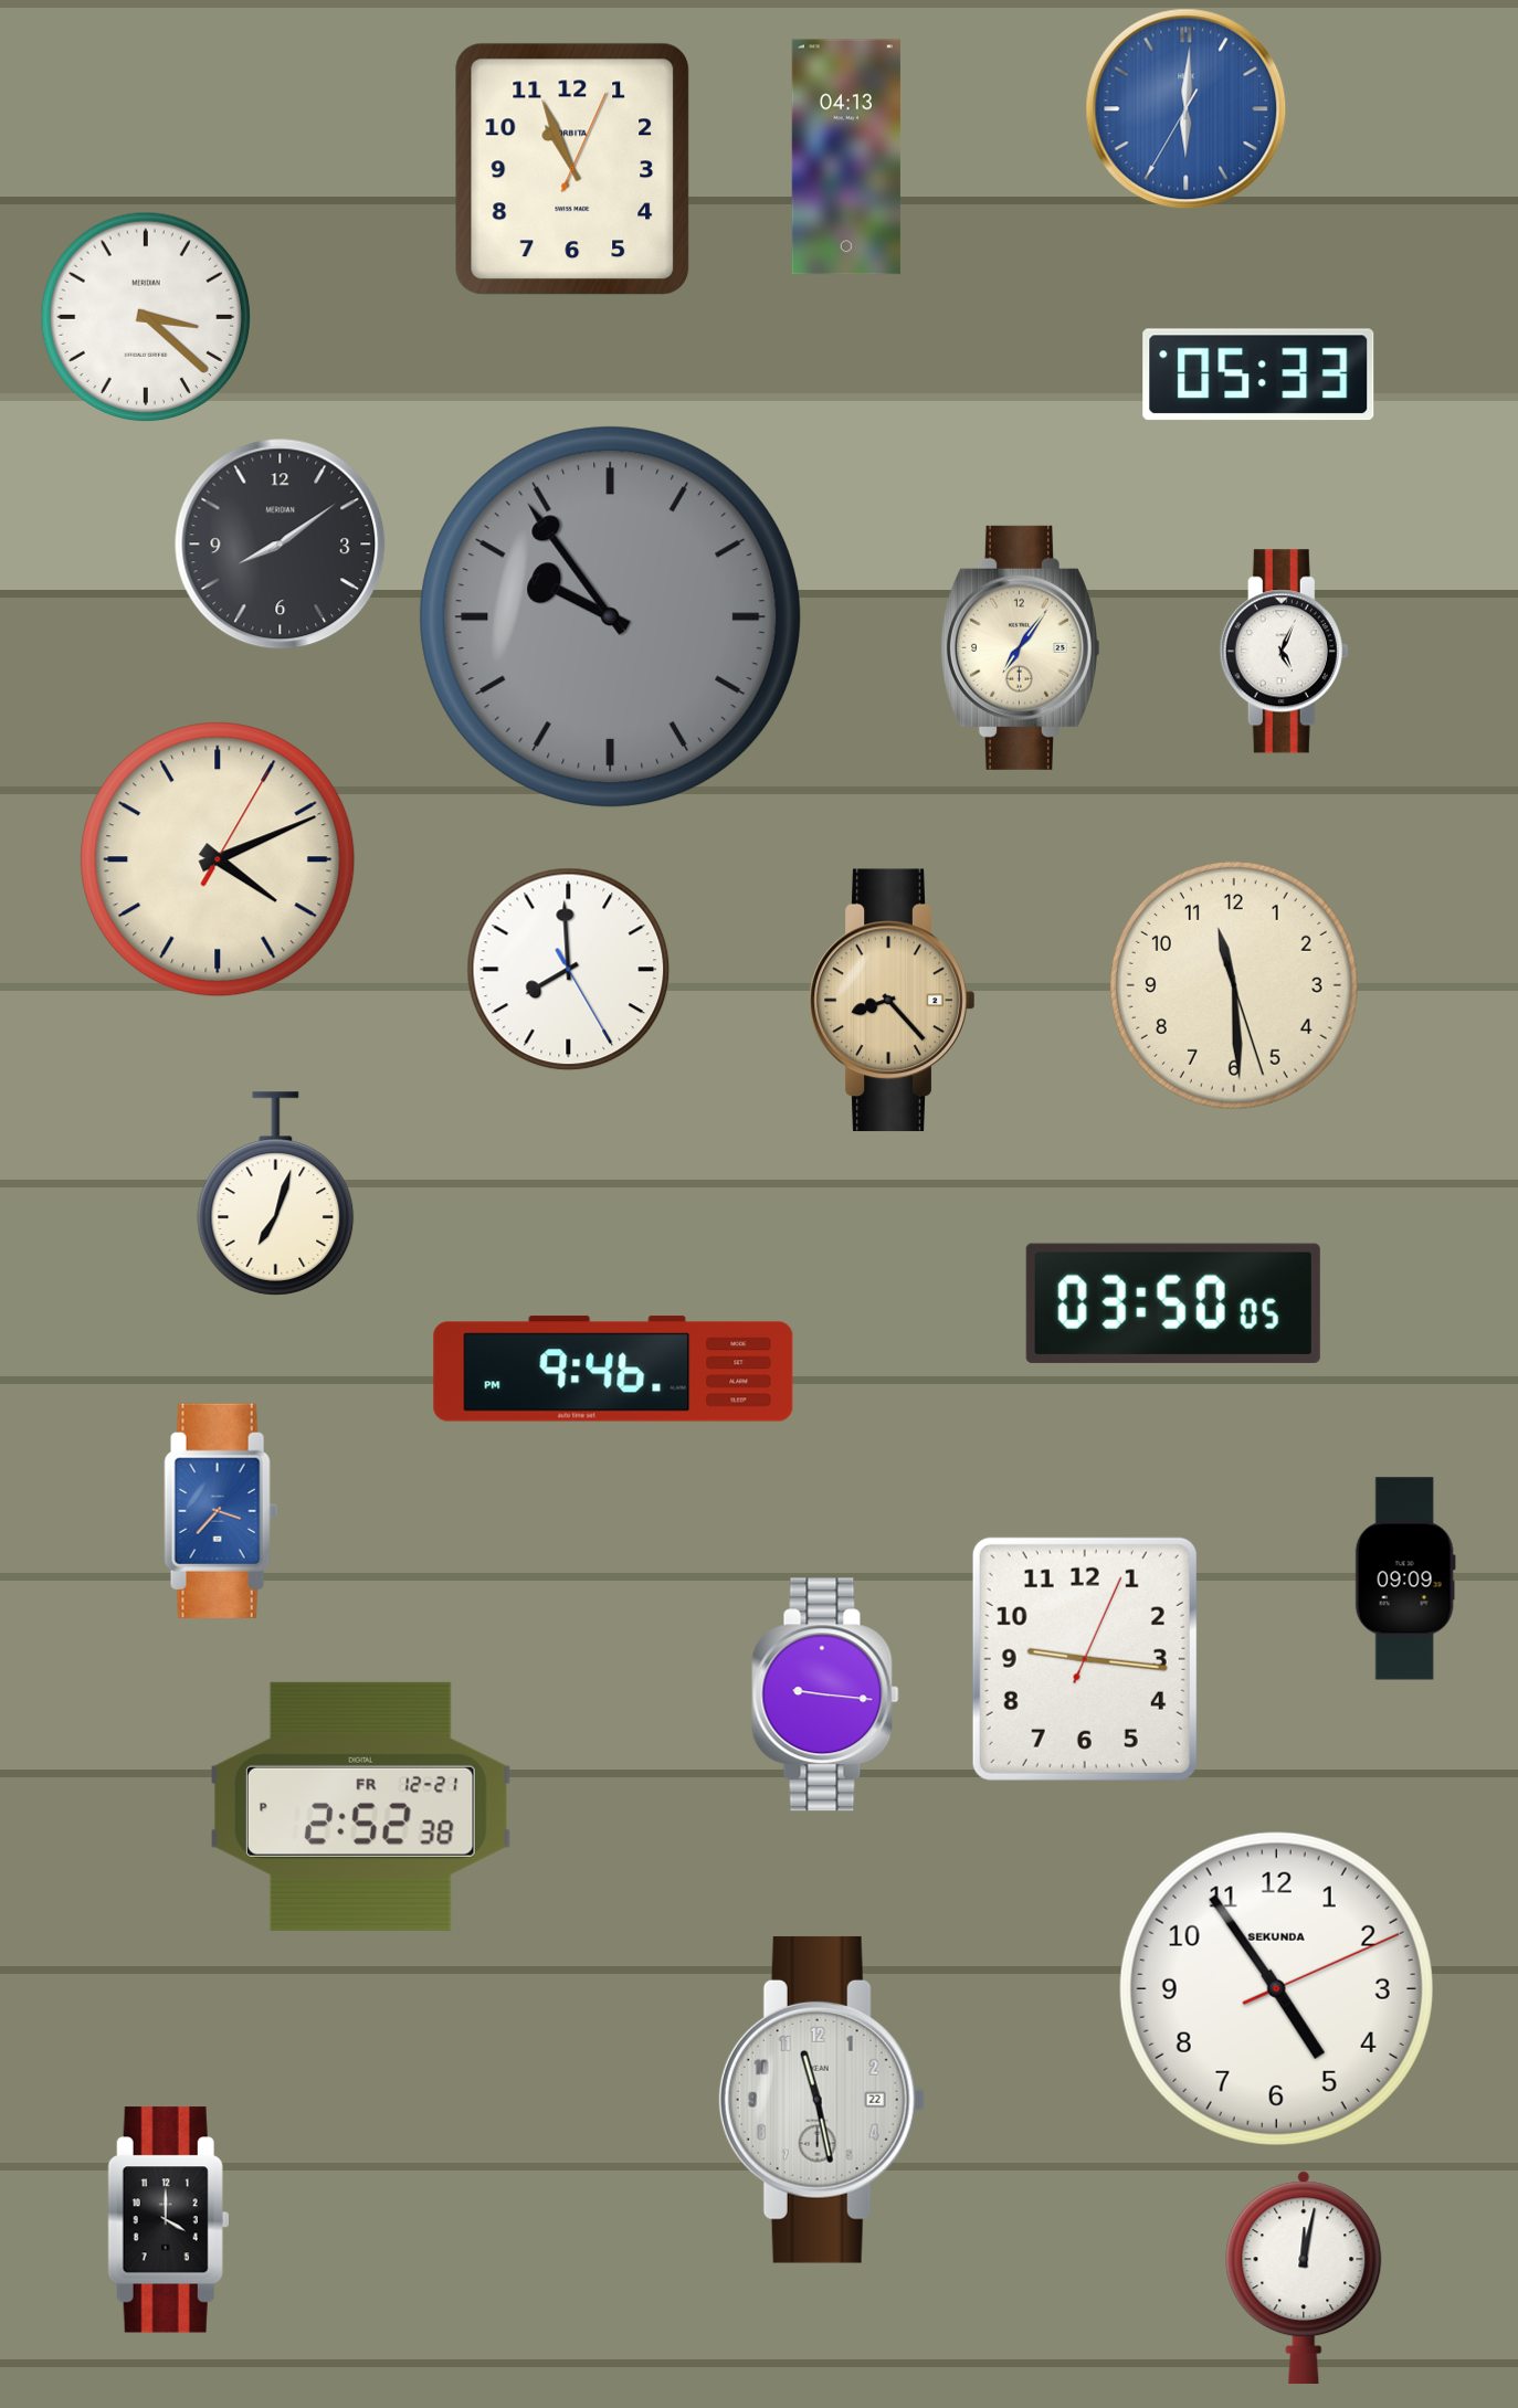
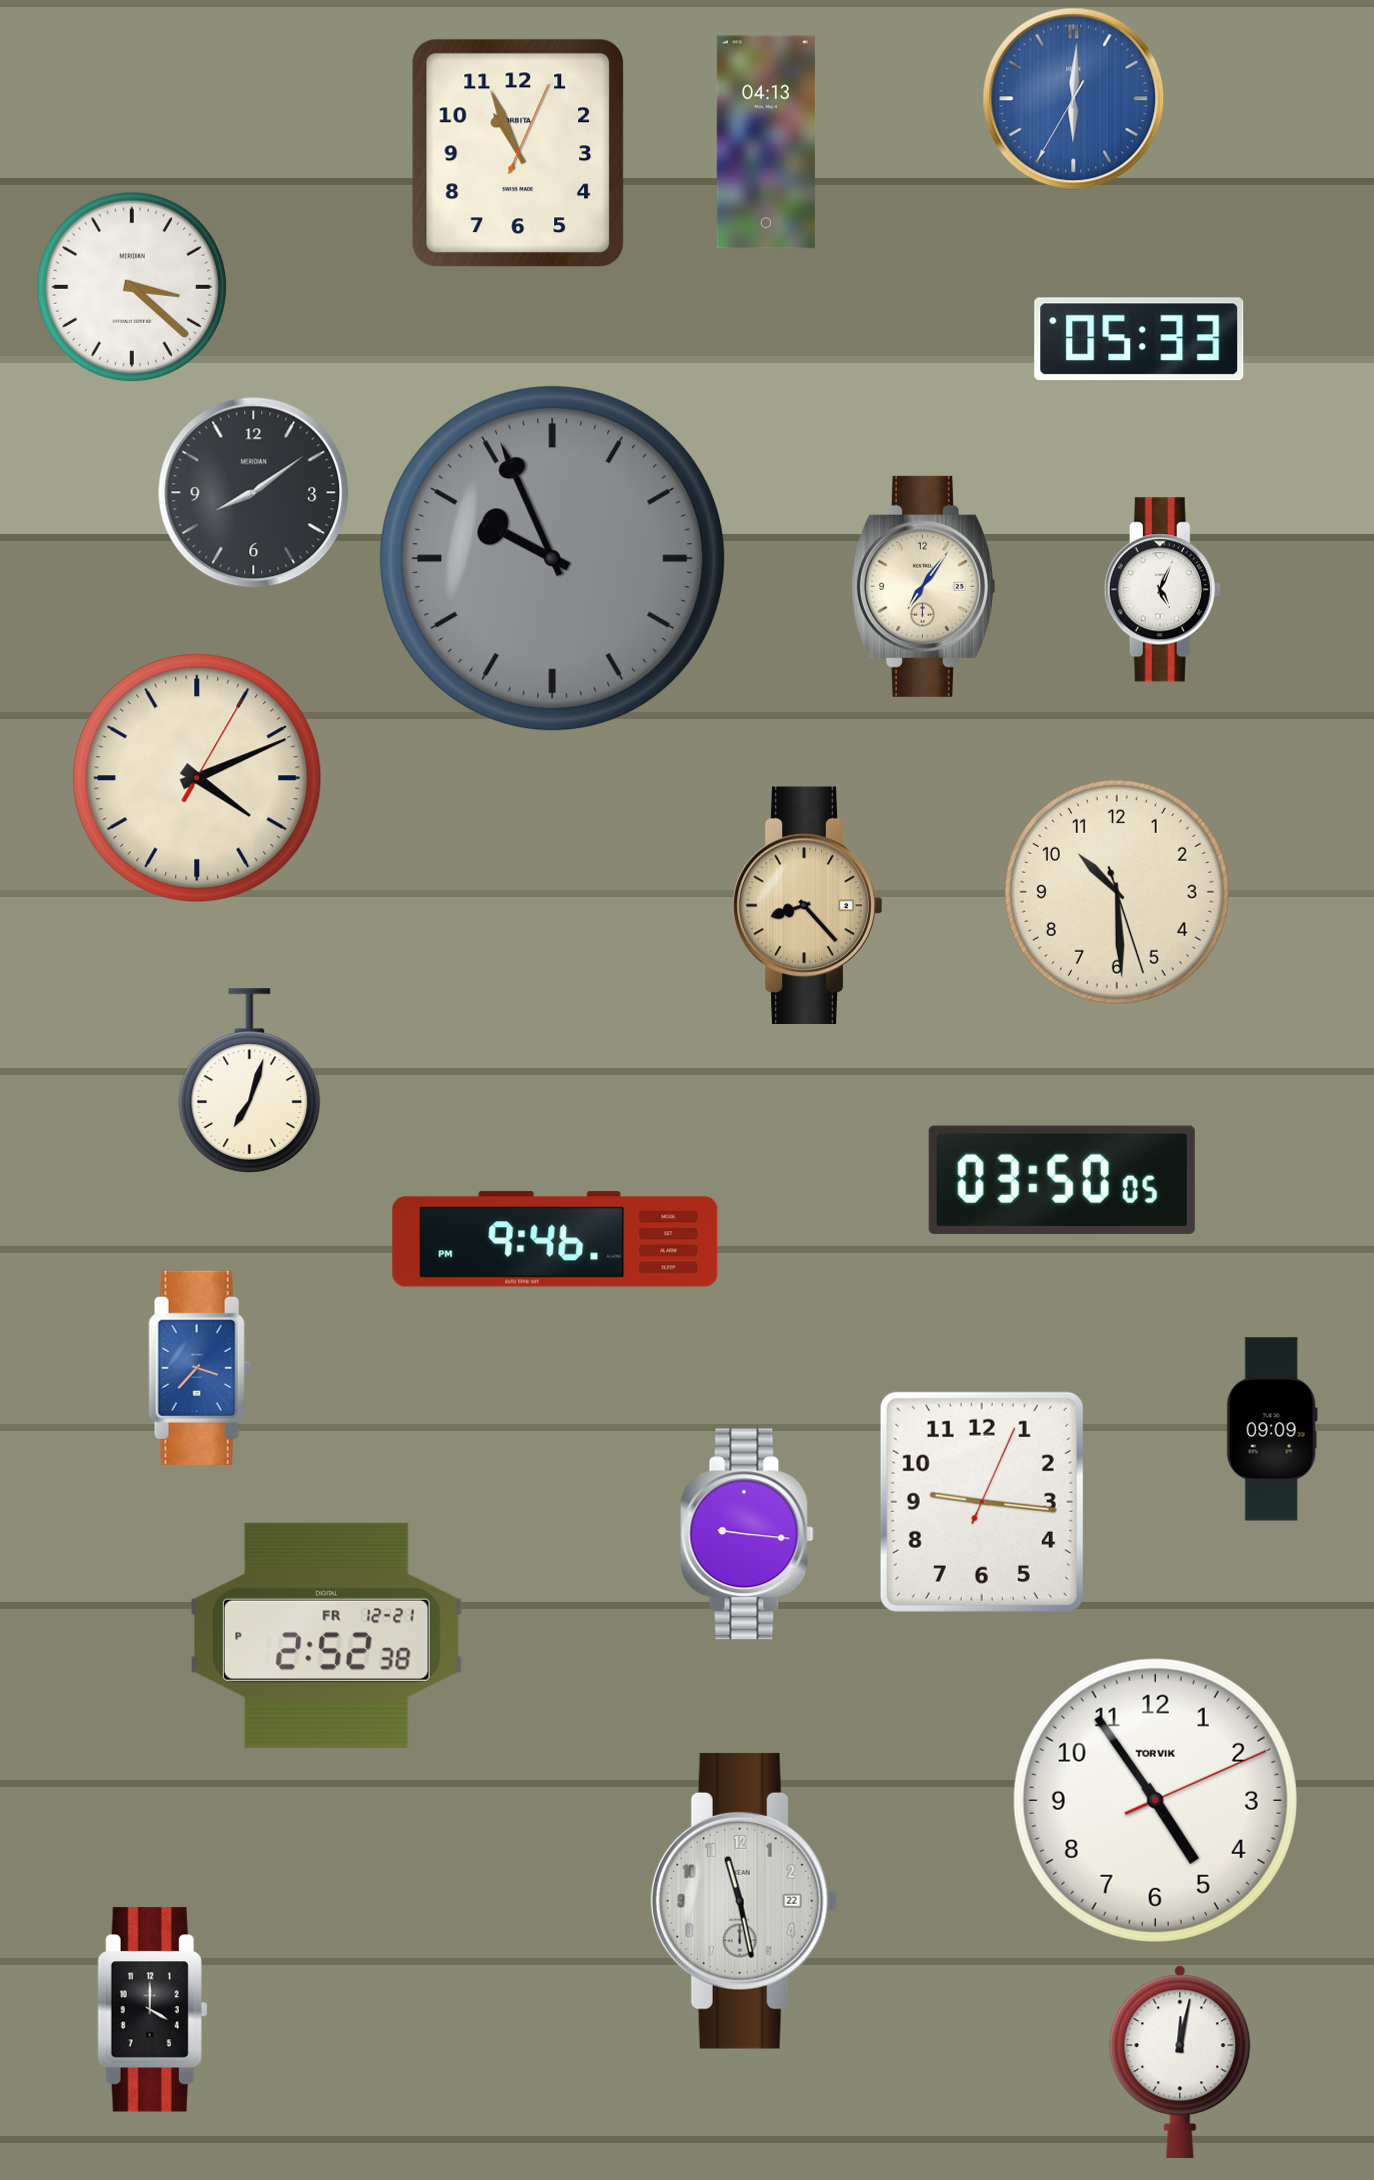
clock at (611, 617): 9:54 -> 9:56
clock at (569, 970): 7:59 -> none
clock at (1234, 985): 11:29 -> 10:29
clock at (1276, 1988) brand: SEKUNDA -> TORVIK
